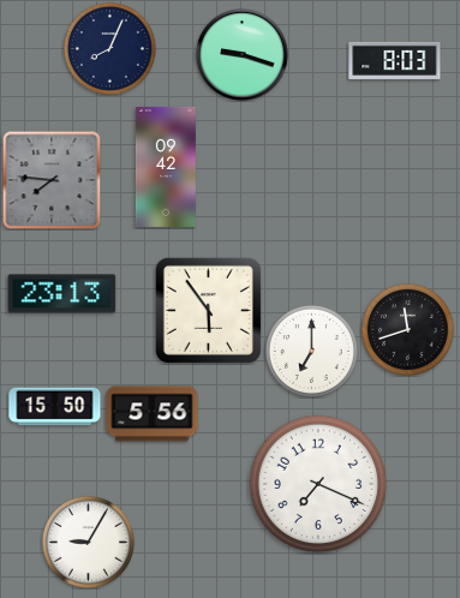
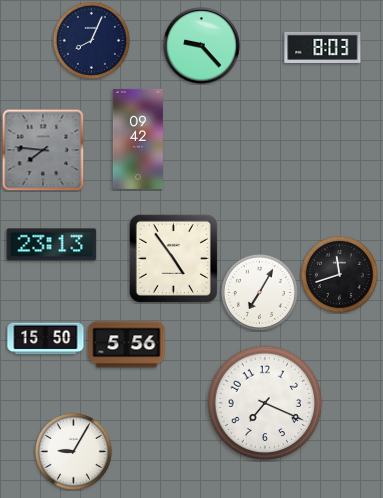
clock at (243, 55): 9:18 -> 9:23
clock at (395, 60) position: (395, 60) -> (323, 47)
clock at (208, 310): 5:54 -> 4:54
clock at (311, 351): 7:00 -> 7:05
